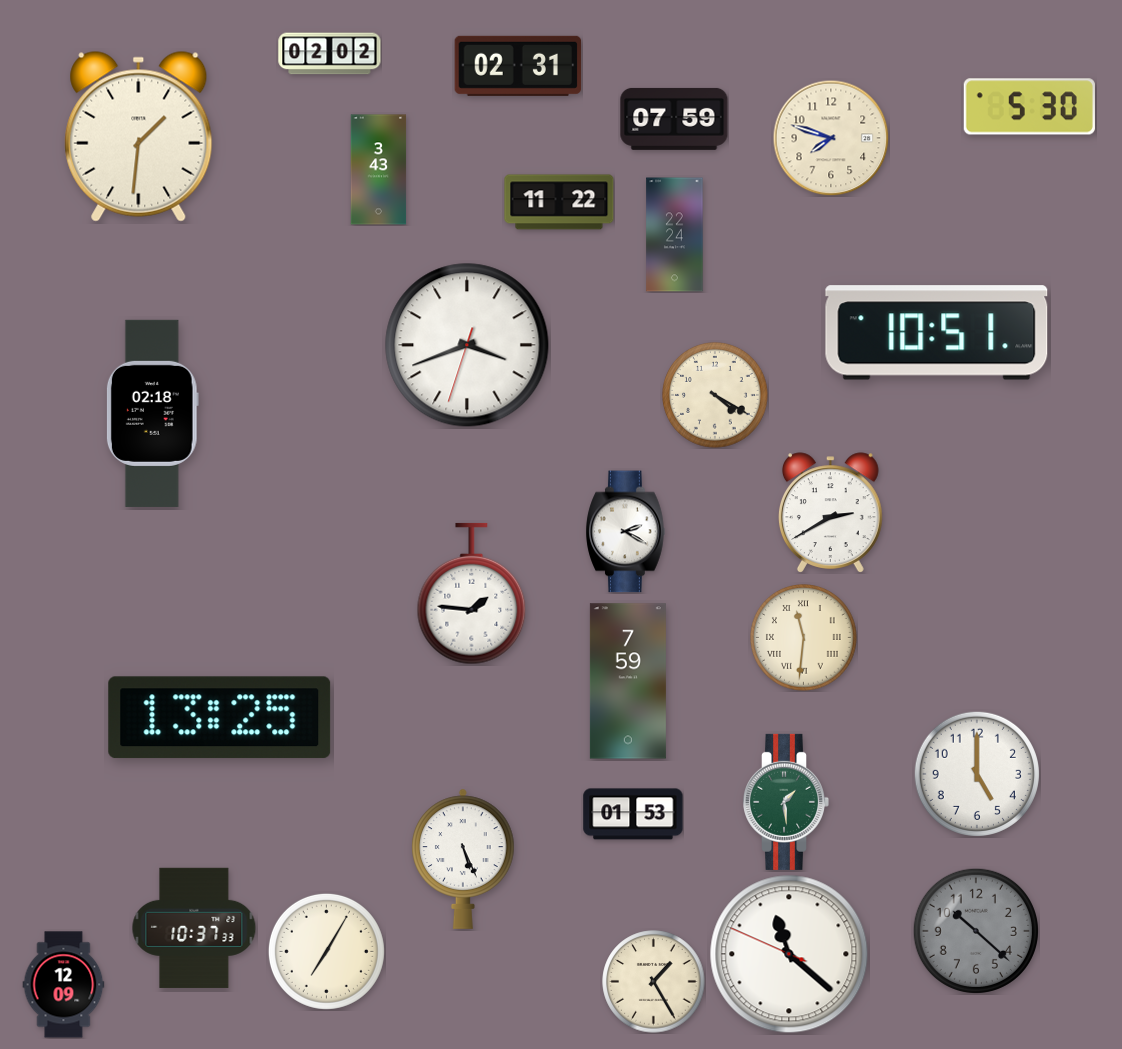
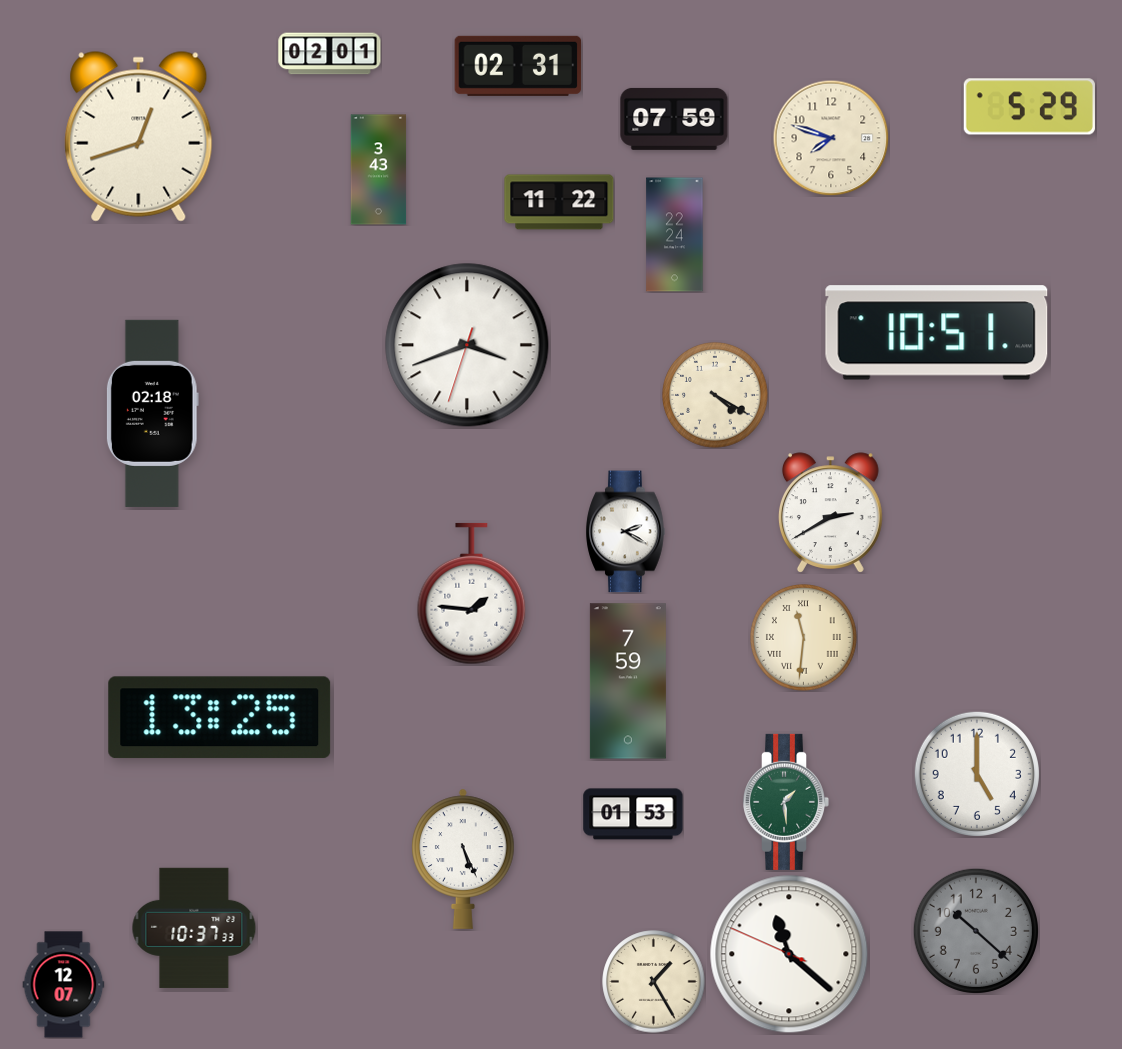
clock at (330, 54): 02:02 -> 02:01
clock at (1029, 107): 5:30 -> 5:29
clock at (139, 136): 1:31 -> 12:42
clock at (326, 951): 7:05 -> none
clock at (64, 985): 12:09 -> 12:07
